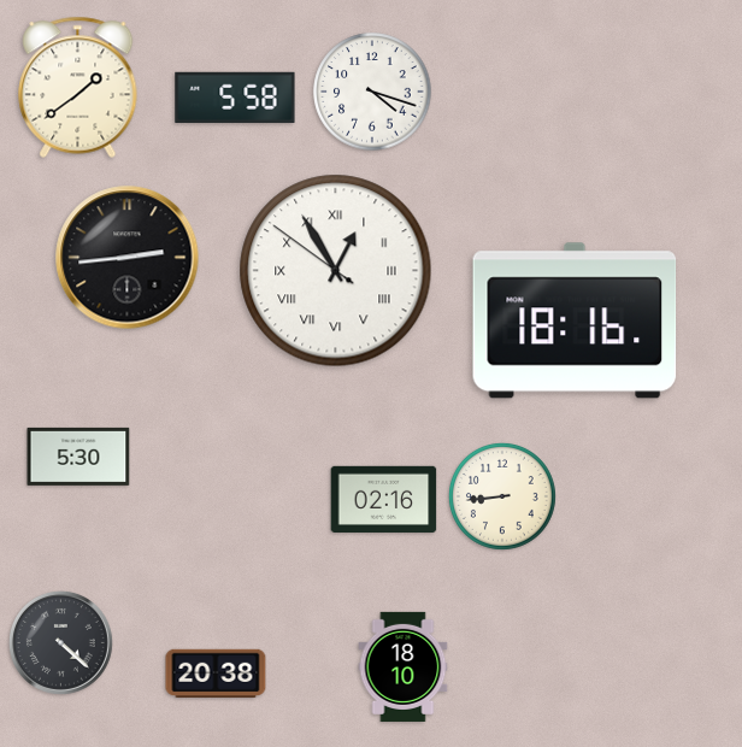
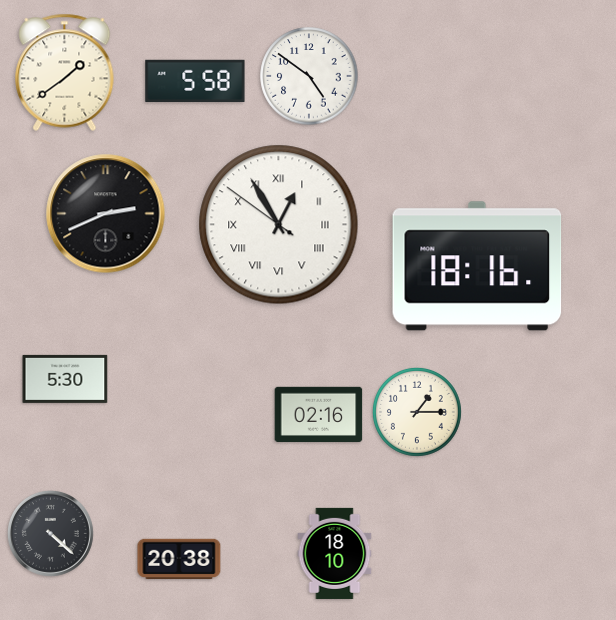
clock at (372, 92): 4:18 -> 4:51
clock at (128, 258): 2:44 -> 2:41
clock at (502, 496): 8:44 -> 1:15
